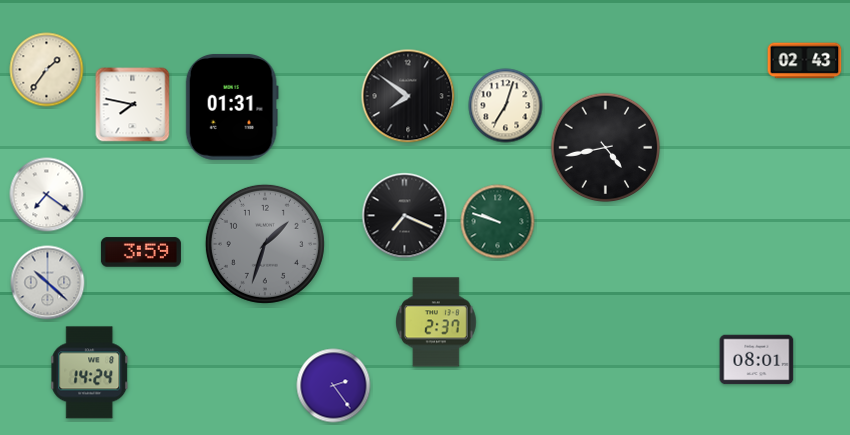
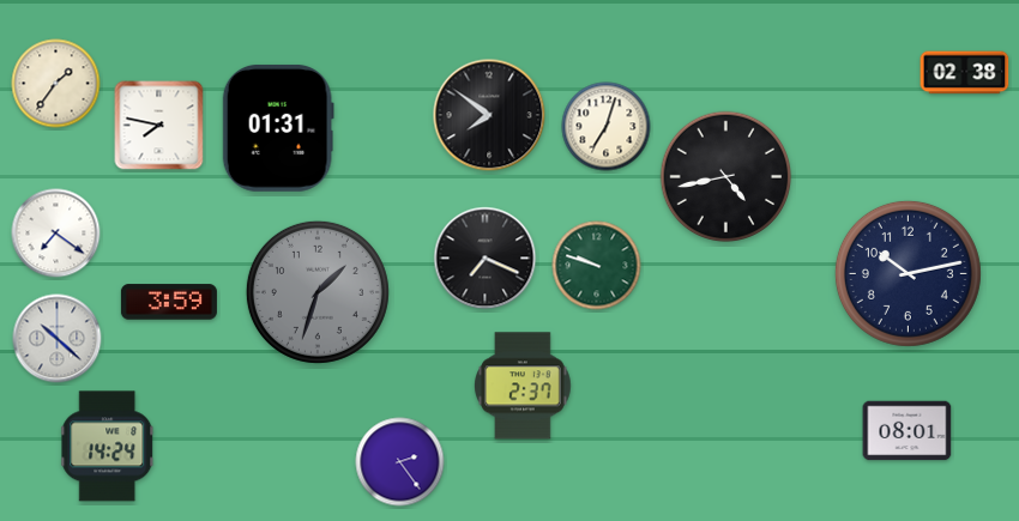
clock at (805, 61): 02:43 -> 02:38
clock at (908, 273): none -> 10:13
